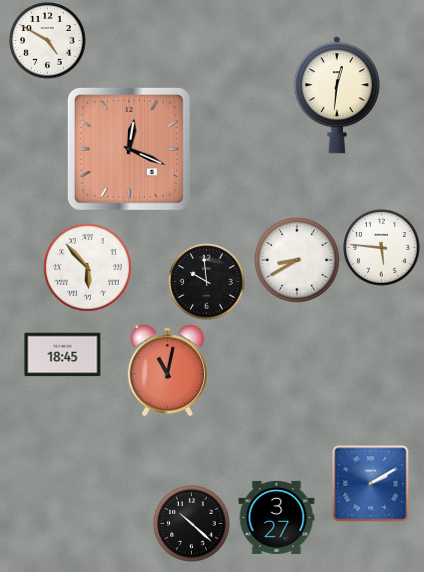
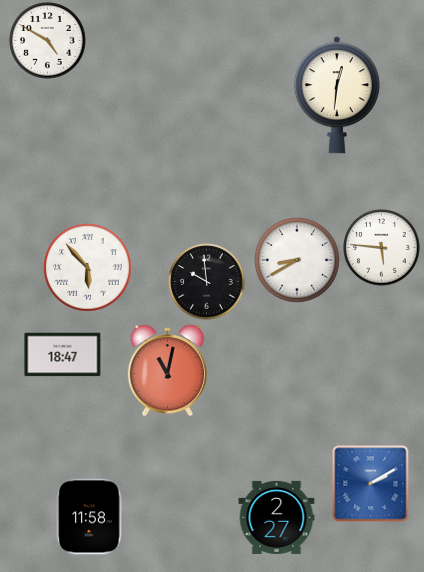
clock at (129, 149): 12:19 -> none
clock at (63, 355): 18:45 -> 18:47
clock at (89, 517): none -> 11:58
clock at (277, 517): 3:27 -> 2:27
clock at (192, 524): 10:22 -> none
